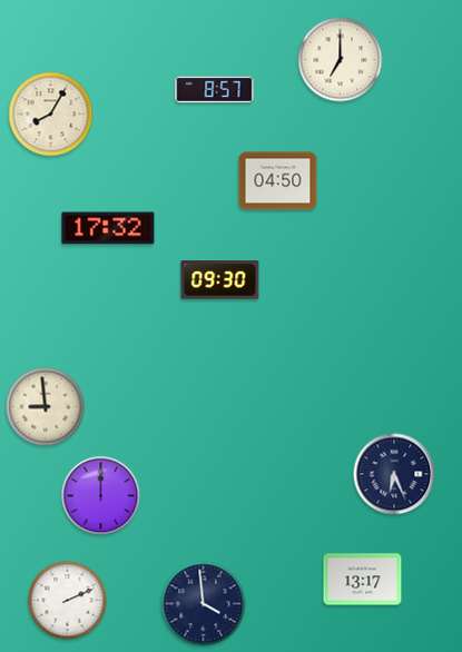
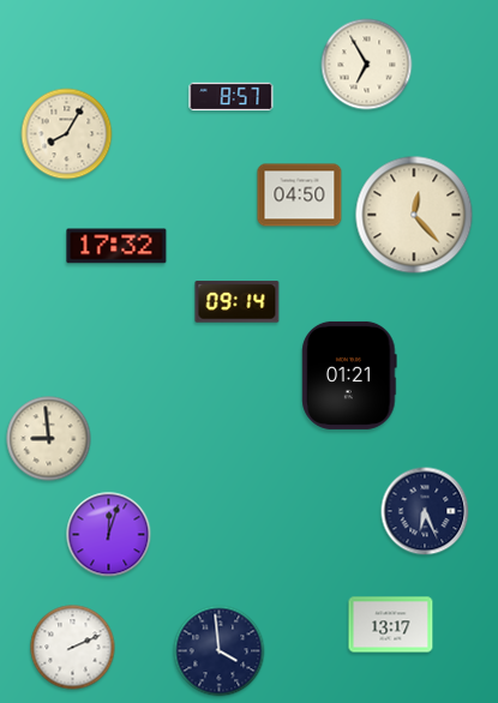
clock at (341, 60): 7:00 -> 6:55
clock at (51, 115) position: (51, 115) -> (67, 134)
clock at (414, 215): none -> 12:23
clock at (220, 280): 09:30 -> 09:14
clock at (349, 375): none -> 01:21
clock at (101, 496): 12:00 -> 12:03
